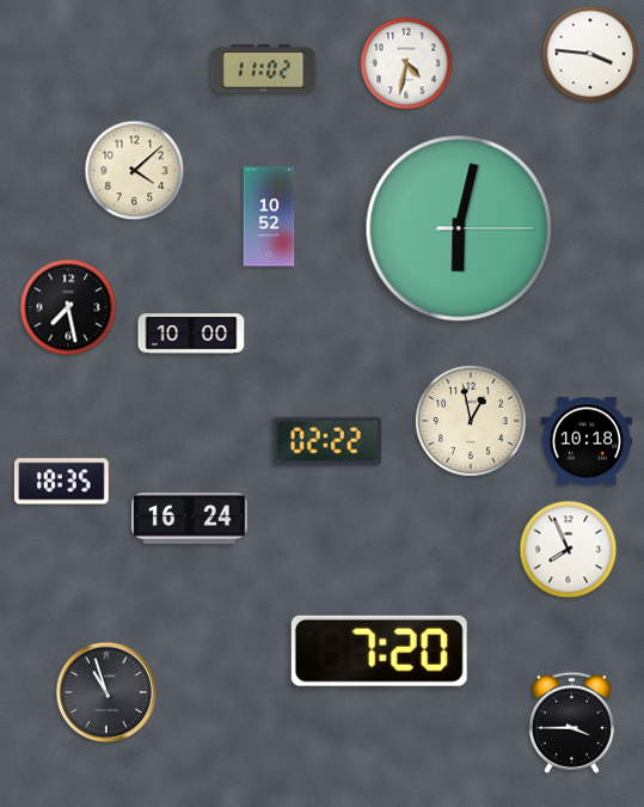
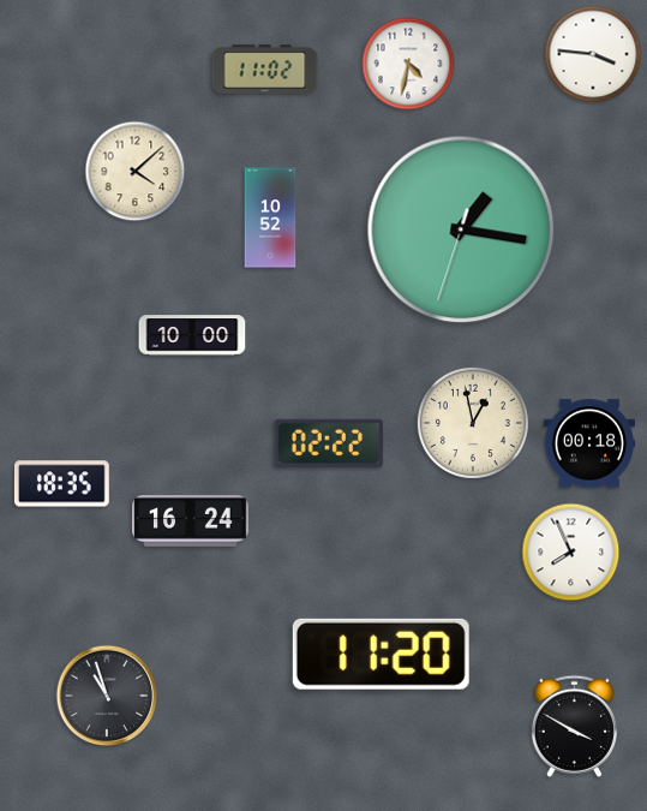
clock at (459, 228): 6:02 -> 1:16
clock at (68, 307): 7:28 -> none
clock at (587, 441): 10:18 -> 00:18
clock at (379, 650): 7:20 -> 11:20
clock at (571, 722): 3:45 -> 3:50
